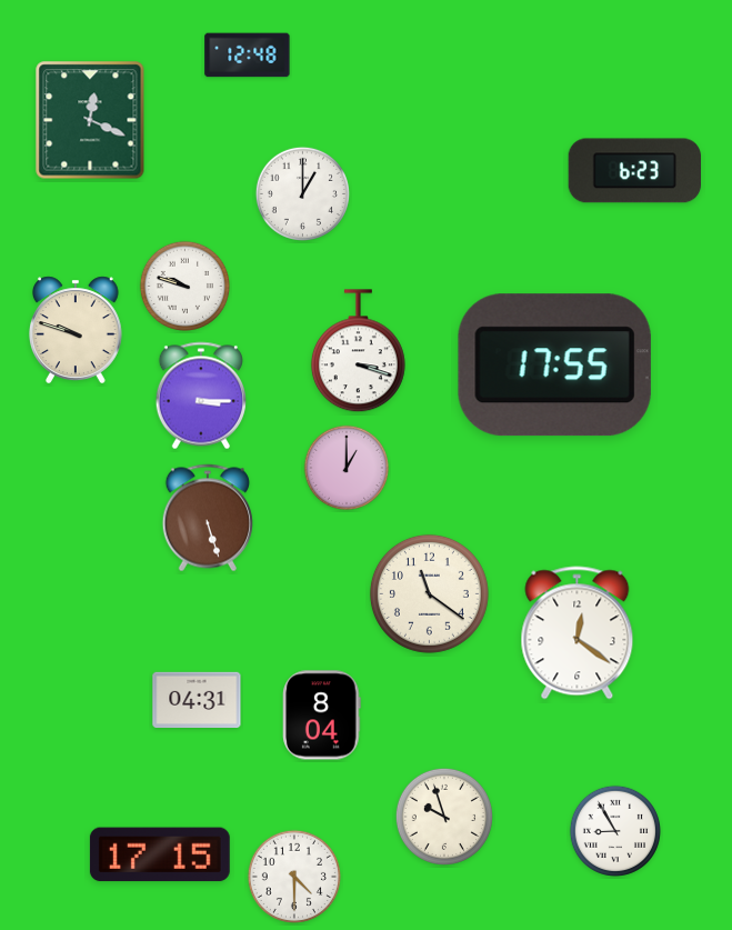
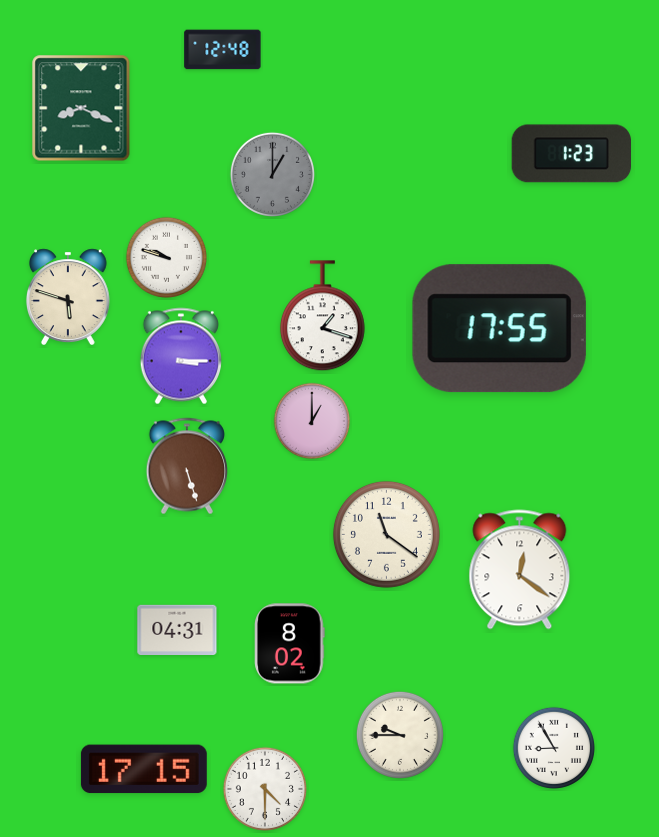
clock at (90, 120): 12:19 -> 8:19
clock at (634, 171): 6:23 -> 1:23
clock at (302, 193) dial: white -> grey
clock at (76, 330): 9:48 -> 5:48
clock at (358, 351): 3:18 -> 1:18
clock at (322, 716): 8:04 -> 8:02
clock at (444, 817): 9:57 -> 9:45
